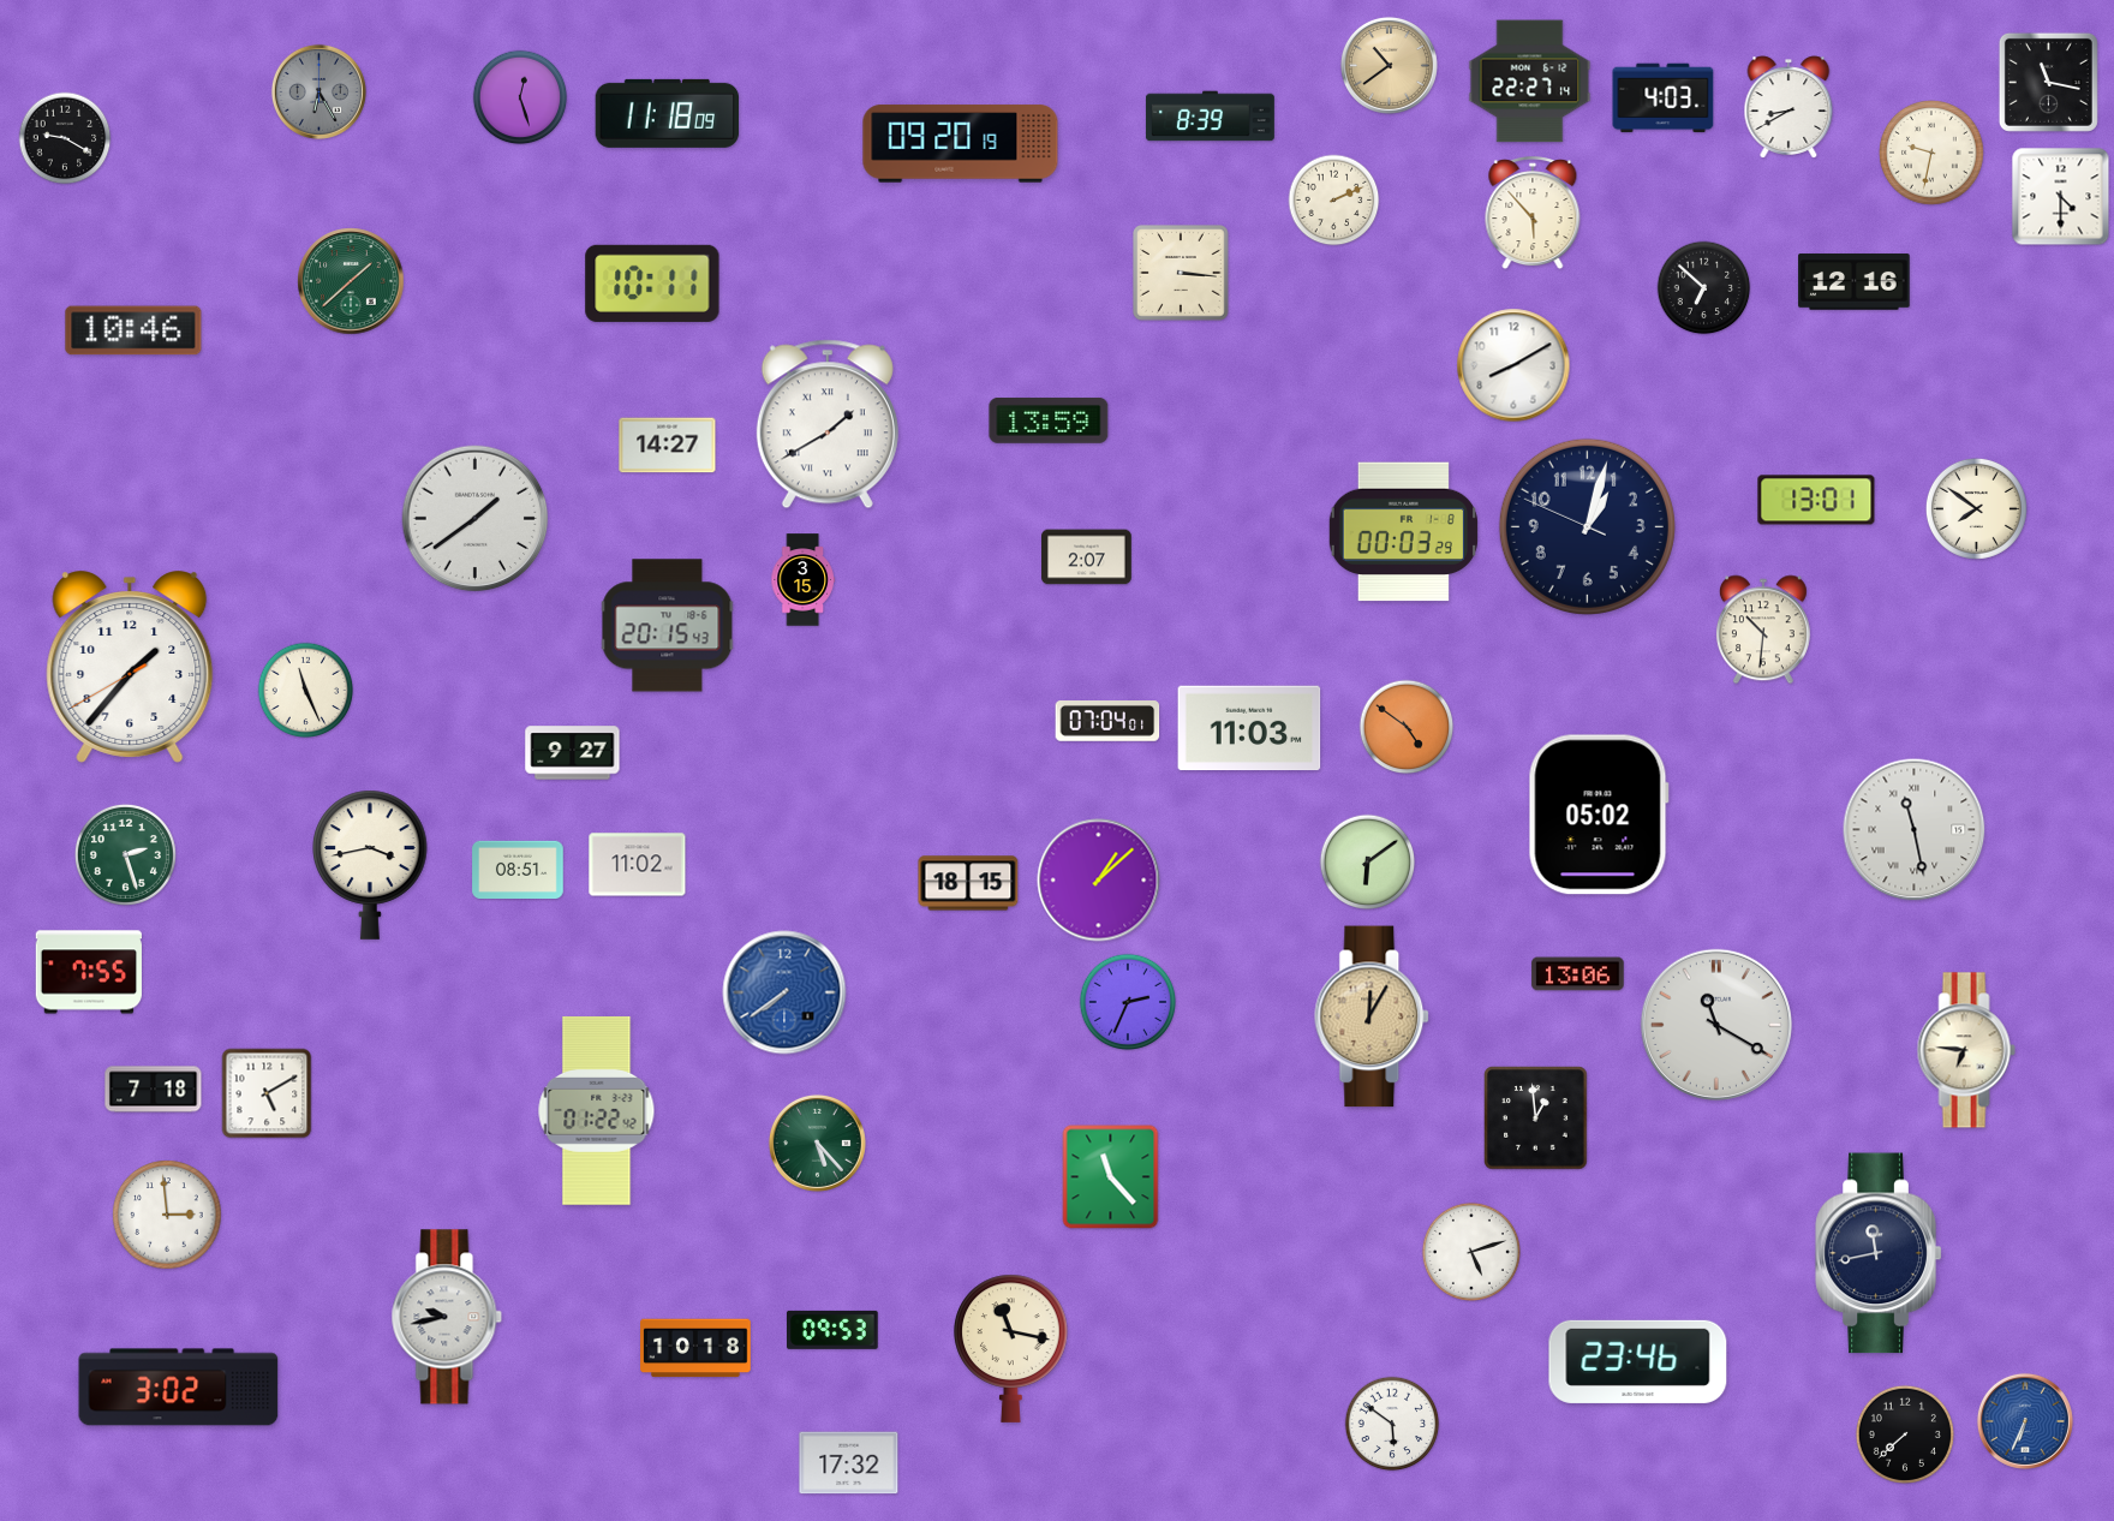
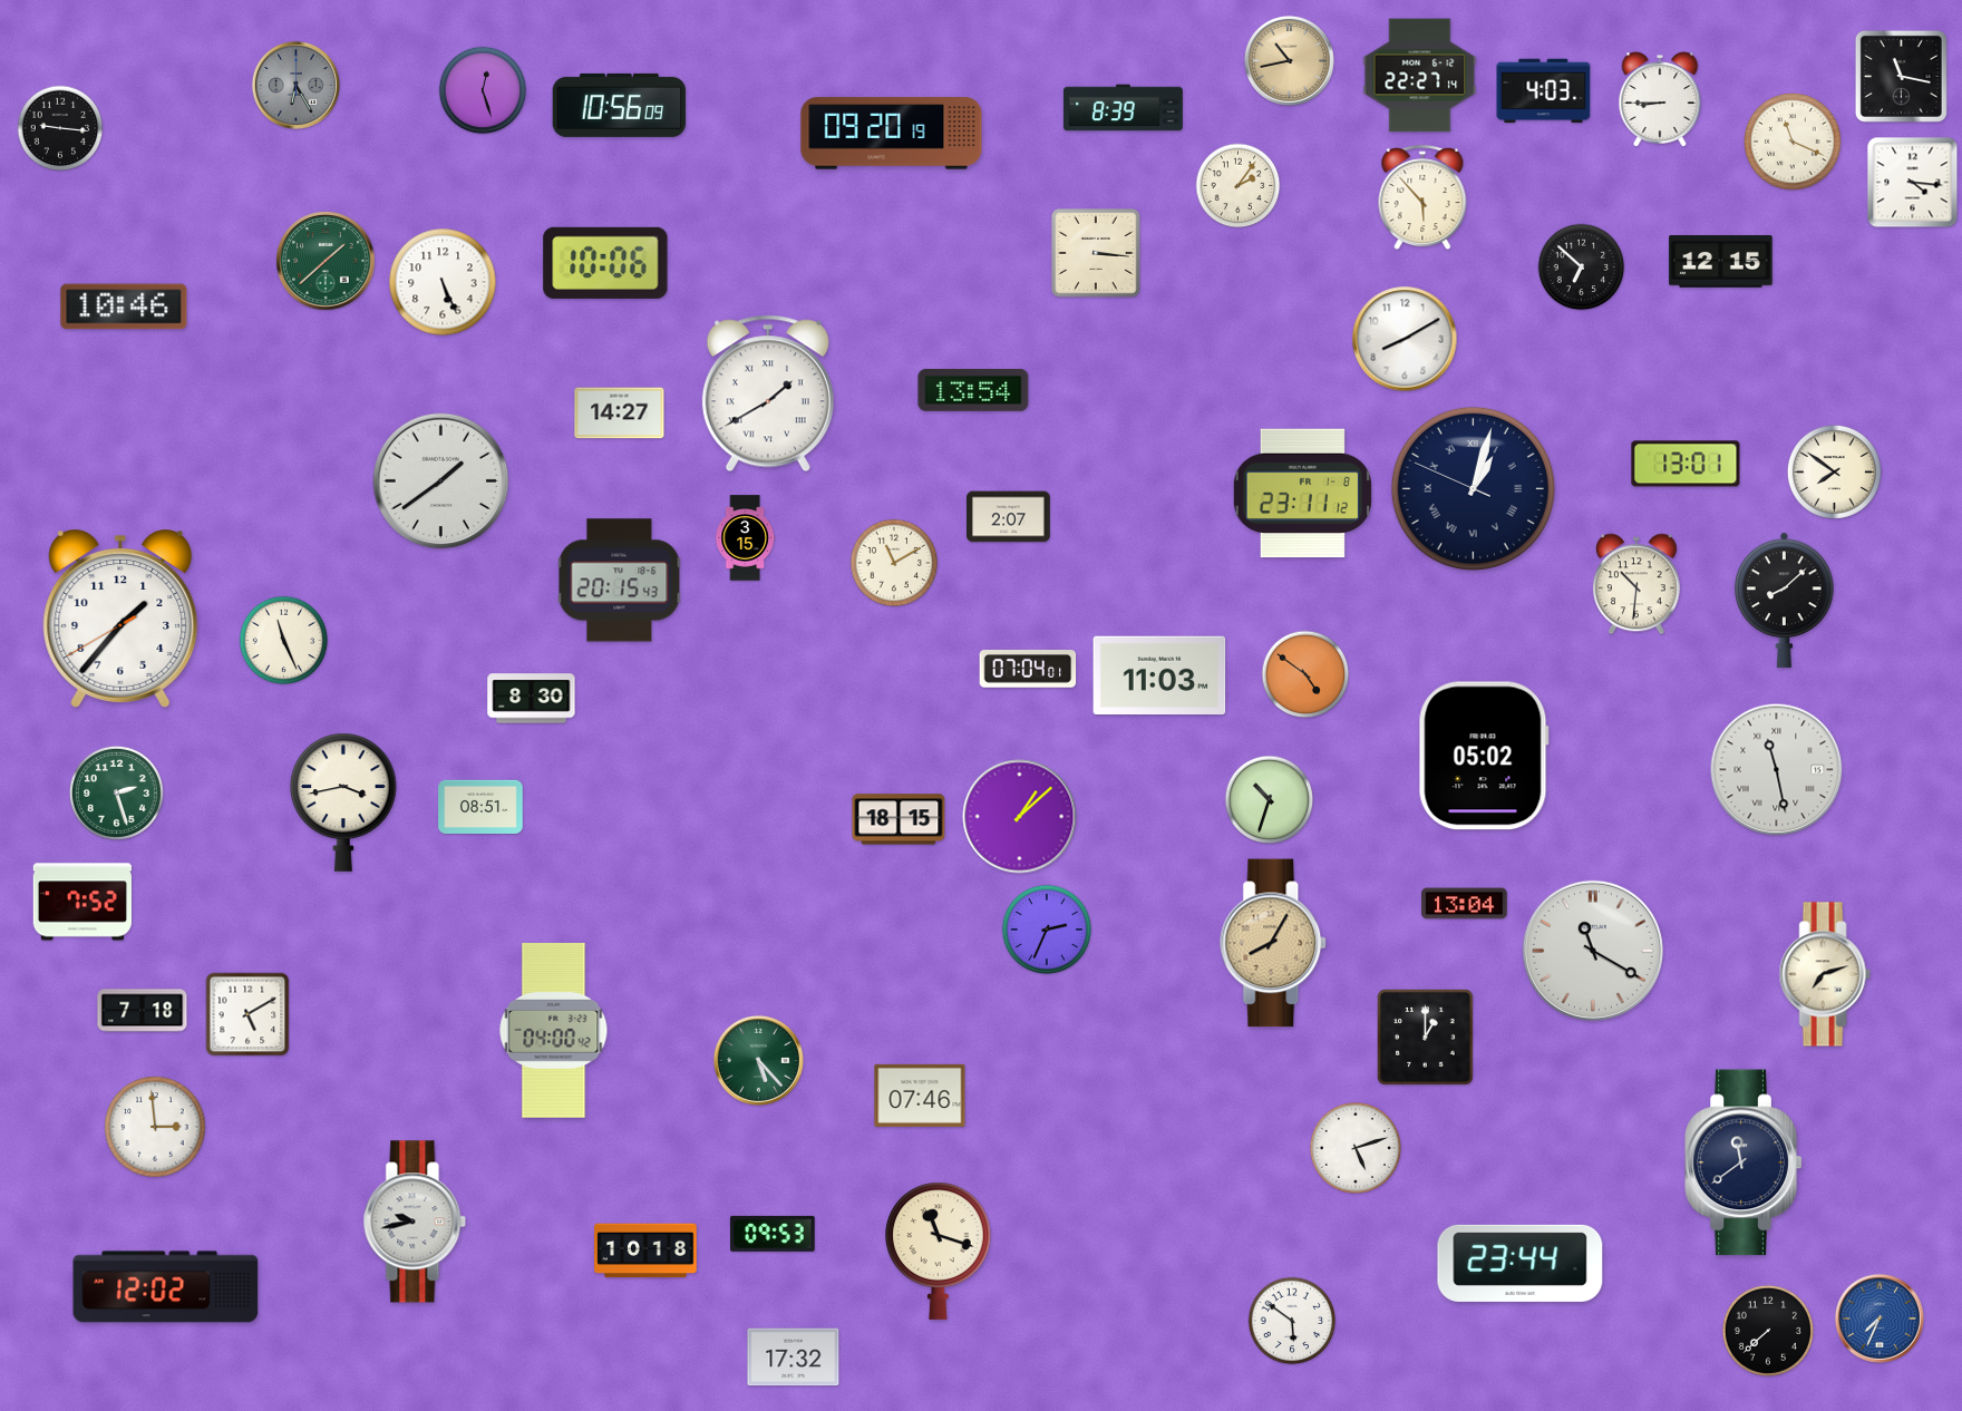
clock at (1389, 65): 10:39 -> 10:43
clock at (1788, 107): 8:40 -> 8:45
clock at (668, 113): 11:18 -> 10:56
clock at (65, 138): 9:20 -> 9:16
clock at (1931, 153): 9:32 -> 11:19
clock at (2061, 197): 4:30 -> 4:16
clock at (1334, 201): 2:11 -> 2:06
clock at (1855, 282): 12:16 -> 12:15
clock at (652, 284): 10:11 -> 10:06
clock at (443, 282): none -> 5:26
clock at (1049, 420): 13:59 -> 13:54
clock at (1587, 526) numerals: Arabic -> Roman
clock at (1403, 532): 00:03 -> 23:11
clock at (894, 563): none -> 11:10
clock at (1785, 600): none -> 8:08
clock at (573, 753): 9:27 -> 8:30
clock at (1368, 863): 6:09 -> 10:33
clock at (638, 865): 11:02 -> none
clock at (89, 972): 7:55 -> 7:52
clock at (1578, 974): 13:06 -> 13:04
clock at (784, 992): 7:39 -> none
clock at (1373, 1016): 12:05 -> 8:05
clock at (1966, 1050): 6:46 -> 7:12
clock at (597, 1111): 01:22 -> 04:00
clock at (1536, 1119): 12:59 -> 1:00
clock at (1111, 1177): 11:23 -> none
clock at (920, 1096): none -> 07:46
clock at (1471, 1252) position: (1471, 1252) -> (1356, 1148)
clock at (1879, 1253): 11:43 -> 11:39
clock at (1011, 1348): 11:17 -> 11:18
clock at (1638, 1361): 23:46 -> 23:44
clock at (179, 1388): 3:02 -> 12:02
clock at (2025, 1421): 6:34 -> 7:34
clock at (849, 1463) position: (849, 1463) -> (794, 1358)
